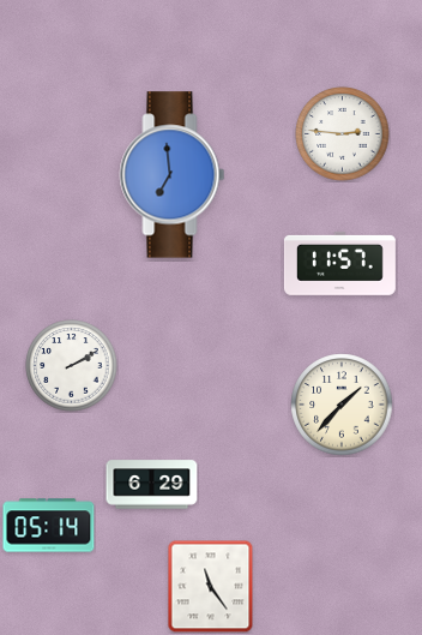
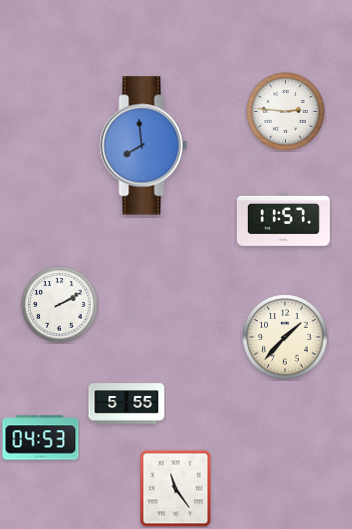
clock at (173, 175): 6:59 -> 7:59
clock at (152, 485): 6:29 -> 5:55
clock at (49, 526): 05:14 -> 04:53
